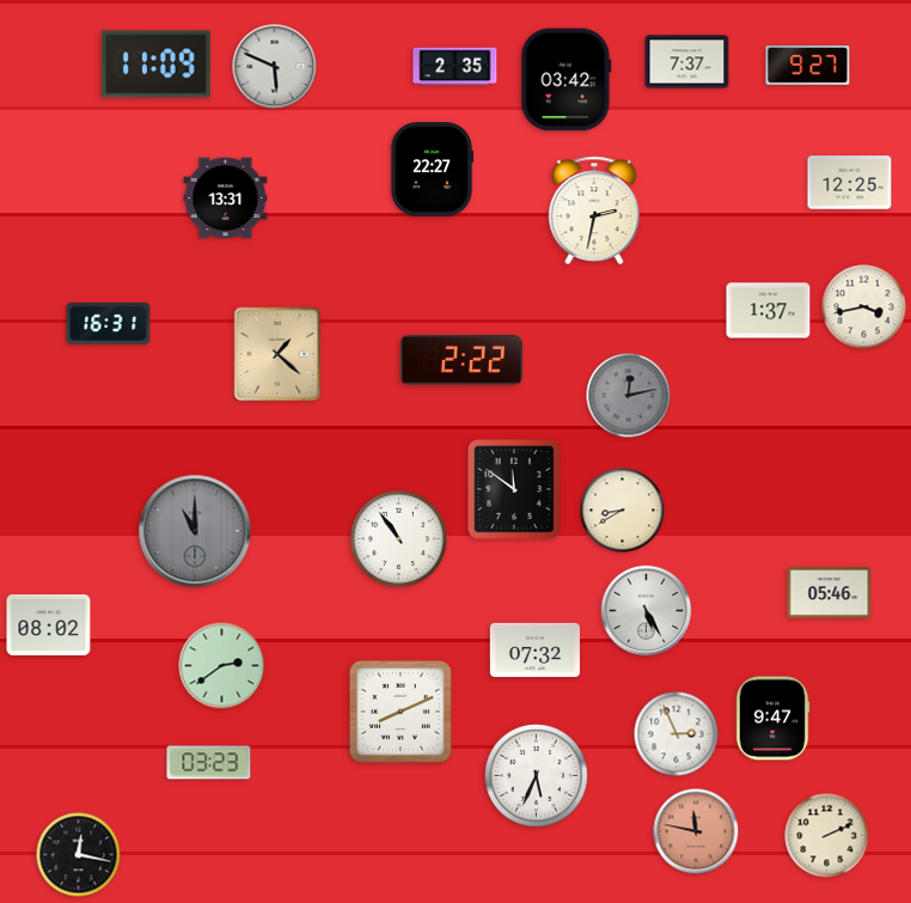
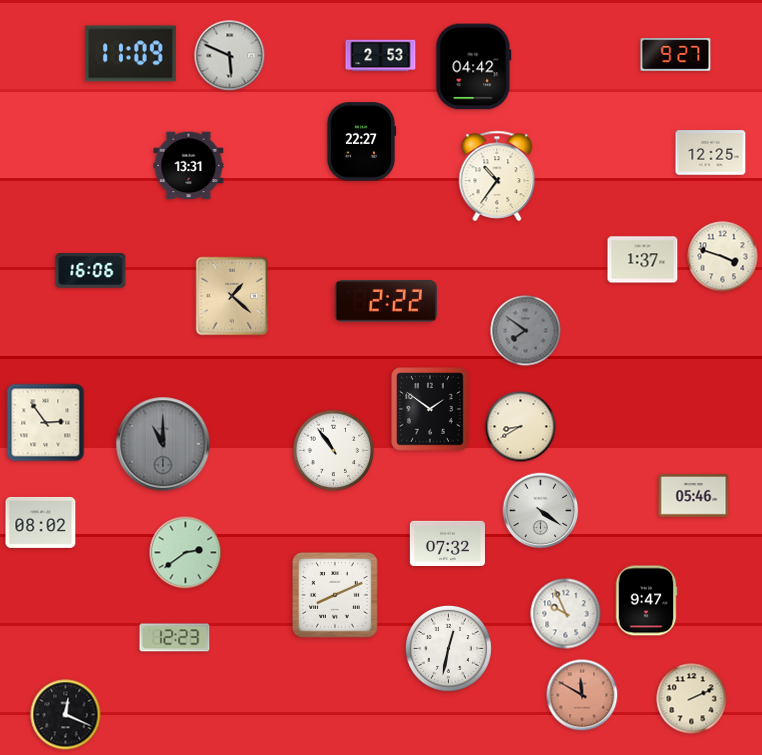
clock at (687, 62): 7:37 -> none
clock at (455, 67): 2:35 -> 2:53
clock at (567, 80): 03:42 -> 04:42
clock at (594, 211): 2:32 -> 10:36
clock at (864, 307): 3:43 -> 3:48
clock at (109, 324): 16:31 -> 16:06
clock at (629, 396): 12:13 -> 7:51
clock at (514, 489): 11:51 -> 1:51
clock at (46, 423): none -> 2:54
clock at (647, 611): 5:25 -> 4:21
clock at (222, 666) position: (222, 666) -> (186, 553)
clock at (677, 734): 2:56 -> 9:56
clock at (209, 763): 03:23 -> 12:23
clock at (536, 775): 5:34 -> 12:32
clock at (696, 831): 11:47 -> 11:50
clock at (79, 855): 12:17 -> 12:19
